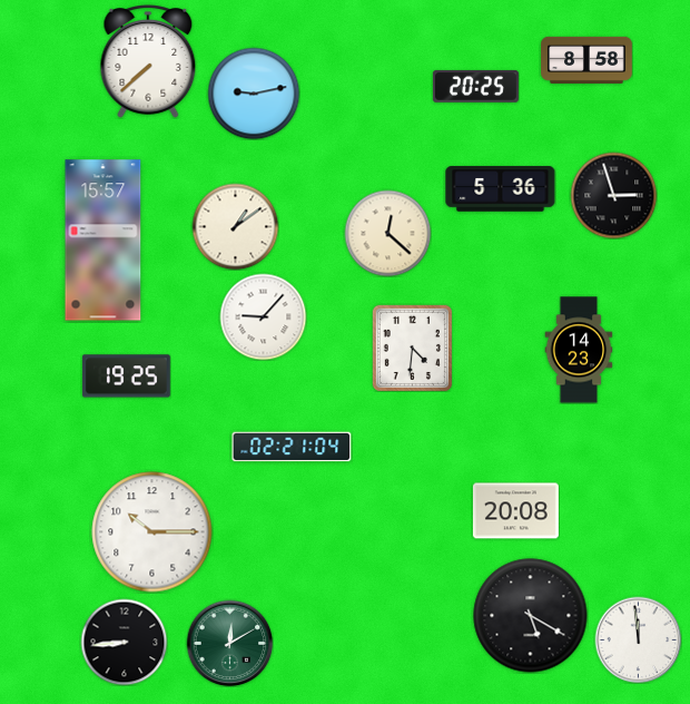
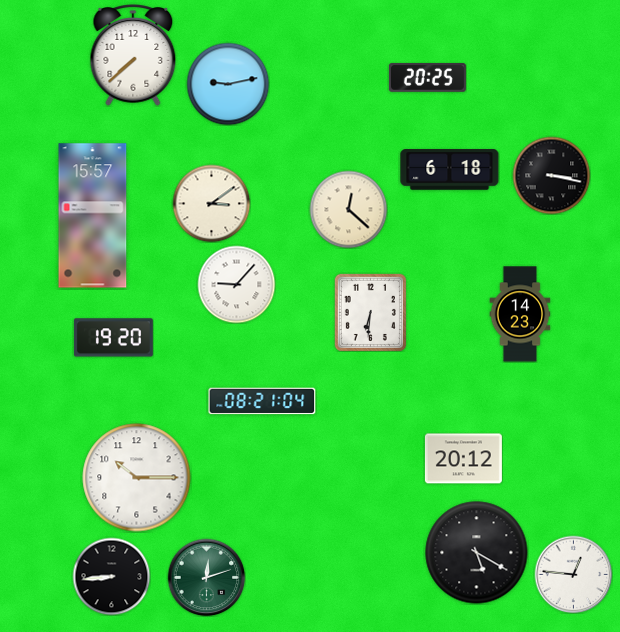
clock at (586, 60): 8:58 -> none
clock at (501, 189): 5:36 -> 6:18
clock at (613, 195): 2:57 -> 3:17
clock at (235, 226): 1:09 -> 3:09
clock at (412, 348): 4:31 -> 6:31
clock at (126, 377): 19:25 -> 19:20
clock at (292, 447): 02:21 -> 08:21
clock at (515, 511): 20:08 -> 20:12
clock at (638, 639): 11:59 -> 12:46
clock at (229, 643): 12:10 -> 12:12
